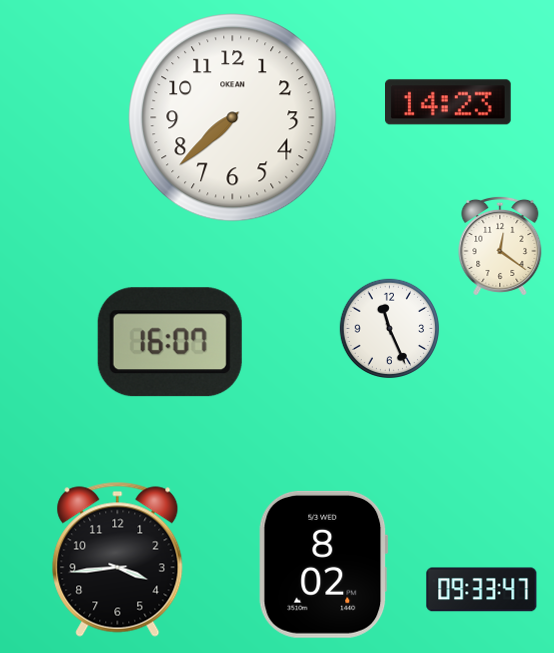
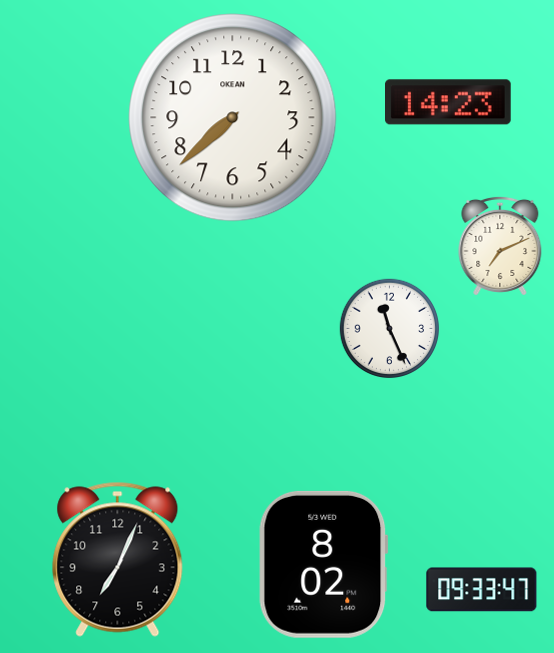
clock at (500, 246): 12:21 -> 7:11
clock at (170, 342): 16:07 -> none
clock at (118, 559): 3:44 -> 7:04
